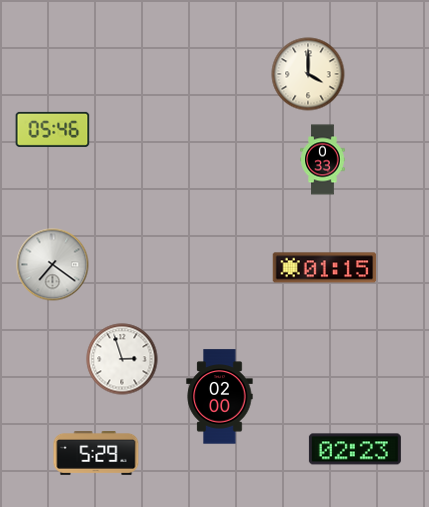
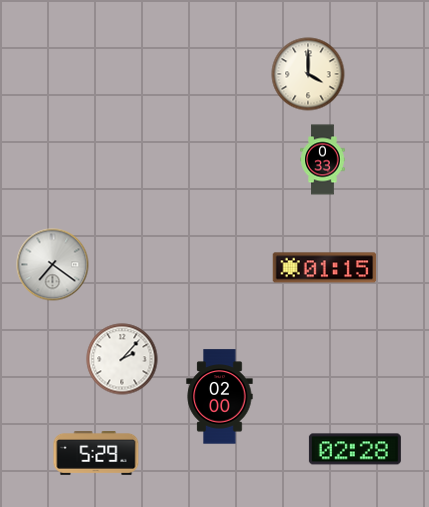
clock at (53, 129): 05:46 -> none
clock at (122, 359): 2:57 -> 2:07
clock at (355, 449): 02:23 -> 02:28
